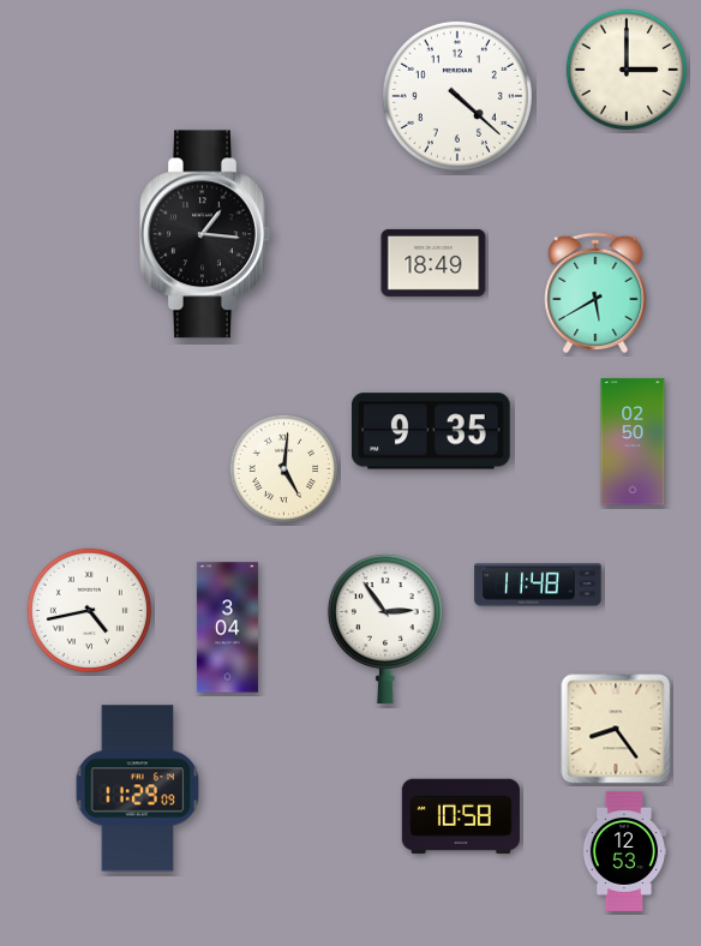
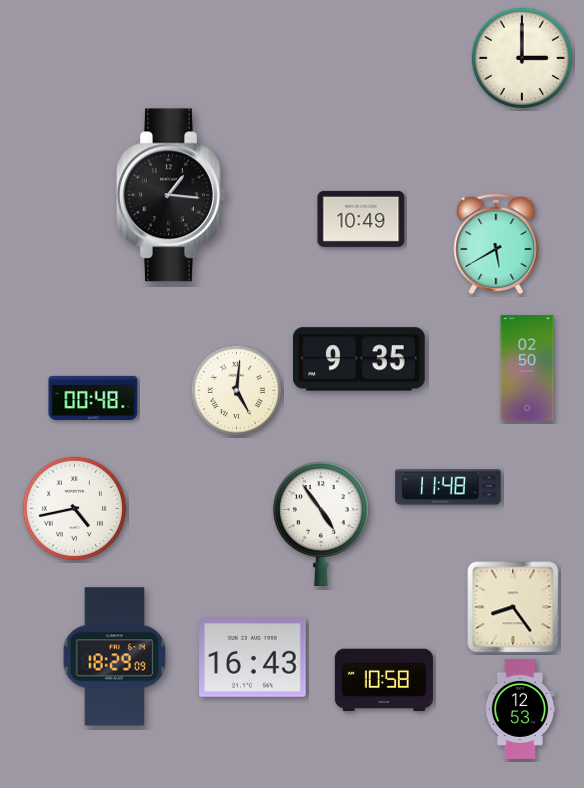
clock at (457, 96): 4:22 -> none
clock at (433, 263): 18:49 -> 10:49
clock at (93, 398): none -> 00:48
clock at (227, 628): 3:04 -> none
clock at (385, 629): 2:54 -> 4:54
clock at (138, 789): 11:29 -> 18:29
clock at (253, 658): none -> 16:43
